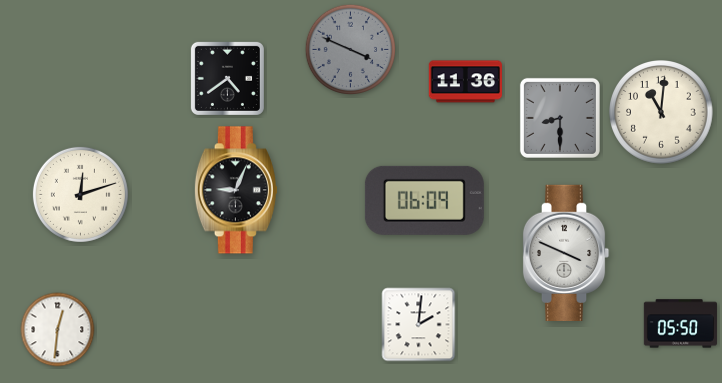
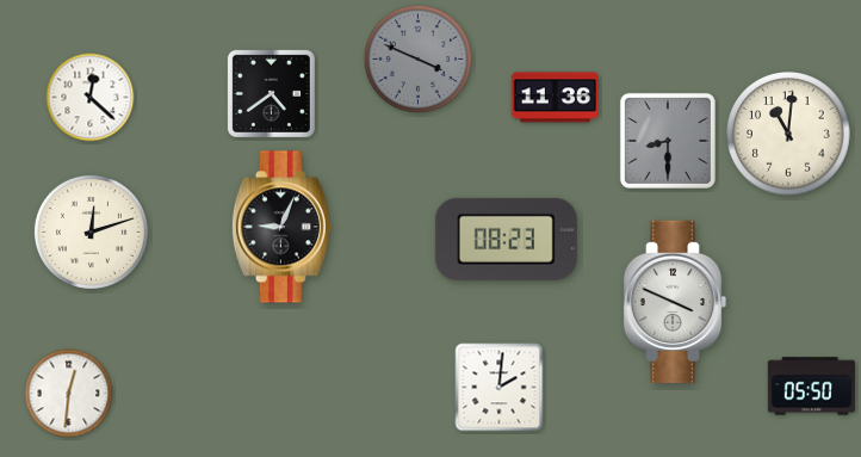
clock at (91, 98): none -> 12:22
clock at (80, 194) position: (80, 194) -> (91, 231)
clock at (424, 200): 06:09 -> 08:23
